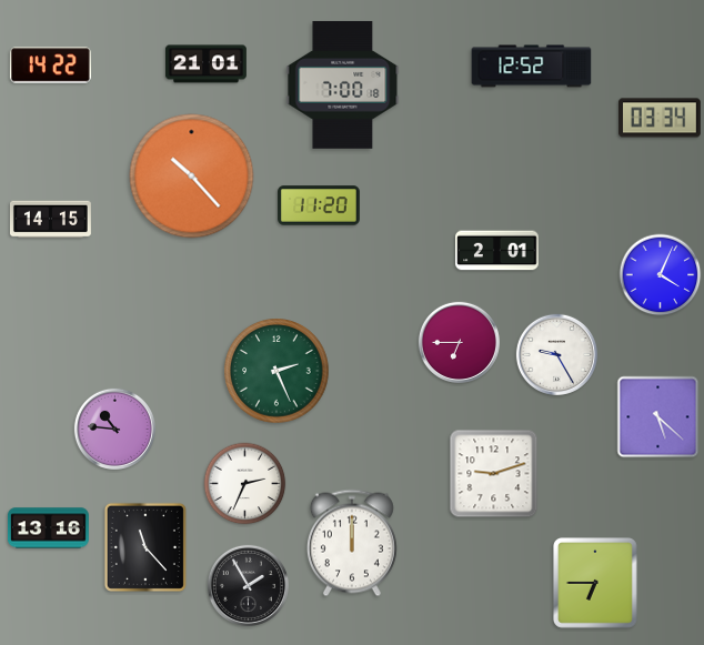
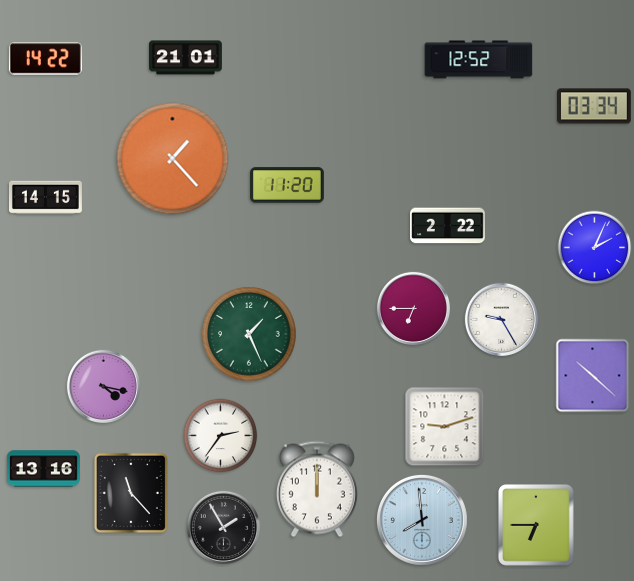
clock at (343, 84): 7:00 -> none
clock at (192, 177): 10:23 -> 1:23
clock at (497, 251): 2:01 -> 2:22
clock at (661, 275): 4:04 -> 2:04
clock at (276, 371): 2:26 -> 1:26
clock at (658, 417): 5:22 -> 10:22
clock at (114, 429): 10:46 -> 4:17
clock at (245, 484): 2:34 -> 2:36
clock at (48, 528) position: (48, 528) -> (43, 469)
clock at (422, 520): none -> 7:59
